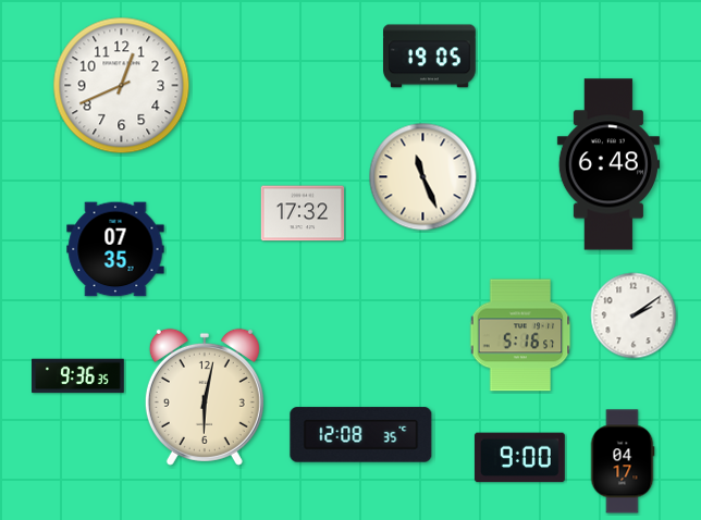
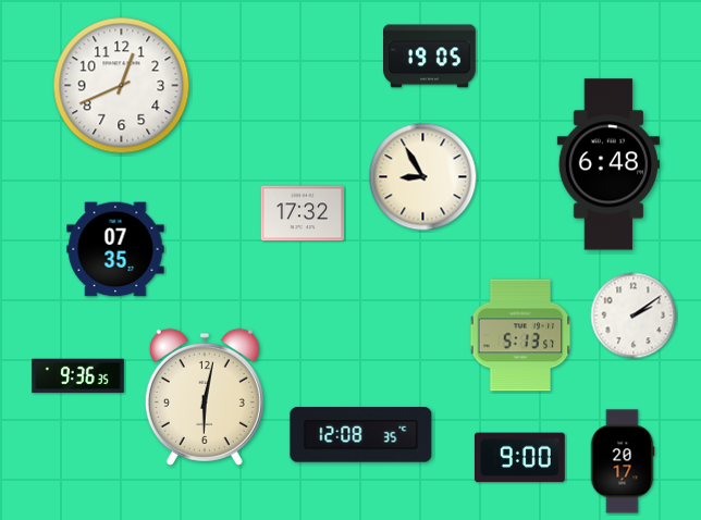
clock at (423, 177): 11:26 -> 8:55
clock at (520, 335): 5:16 -> 5:13
clock at (623, 461): 04:17 -> 20:17
